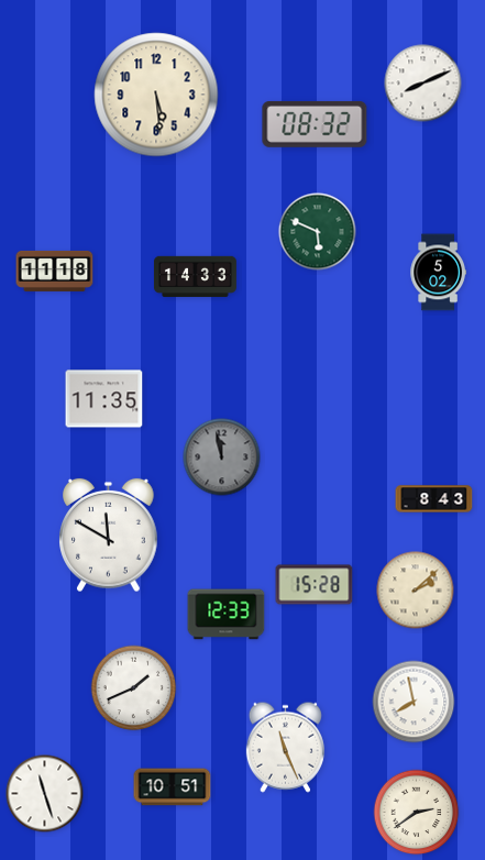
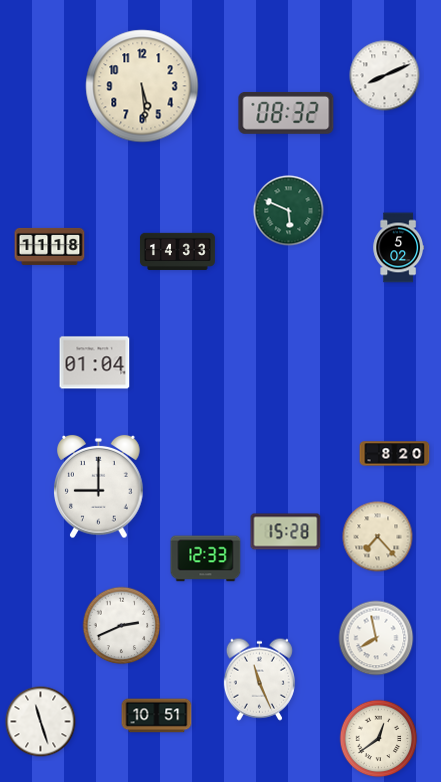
clock at (104, 399): 11:35 -> 01:04
clock at (222, 457): 11:58 -> none
clock at (434, 499): 8:43 -> 8:20
clock at (109, 536): 11:50 -> 9:00
clock at (416, 591): 2:08 -> 7:23
clock at (134, 688): 1:41 -> 2:41
clock at (417, 813): 2:39 -> 12:39
